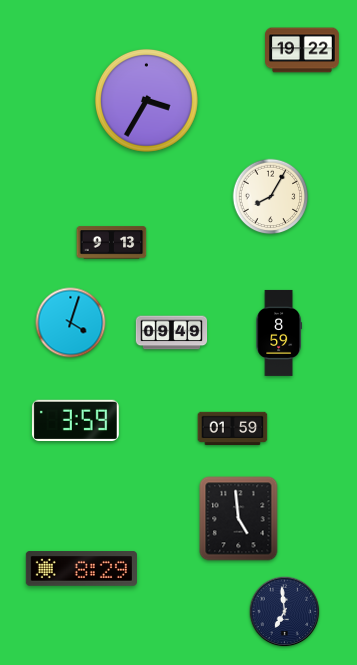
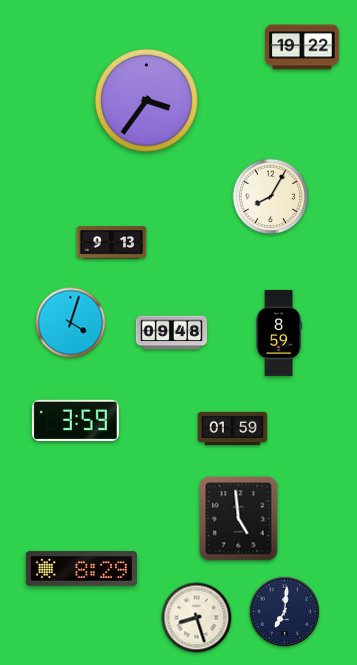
clock at (302, 50) position: (302, 50) -> (302, 47)
clock at (146, 100): 3:35 -> 3:36
clock at (172, 333): 09:49 -> 09:48
clock at (285, 612): 6:59 -> 7:01
clock at (197, 618): none -> 8:27
